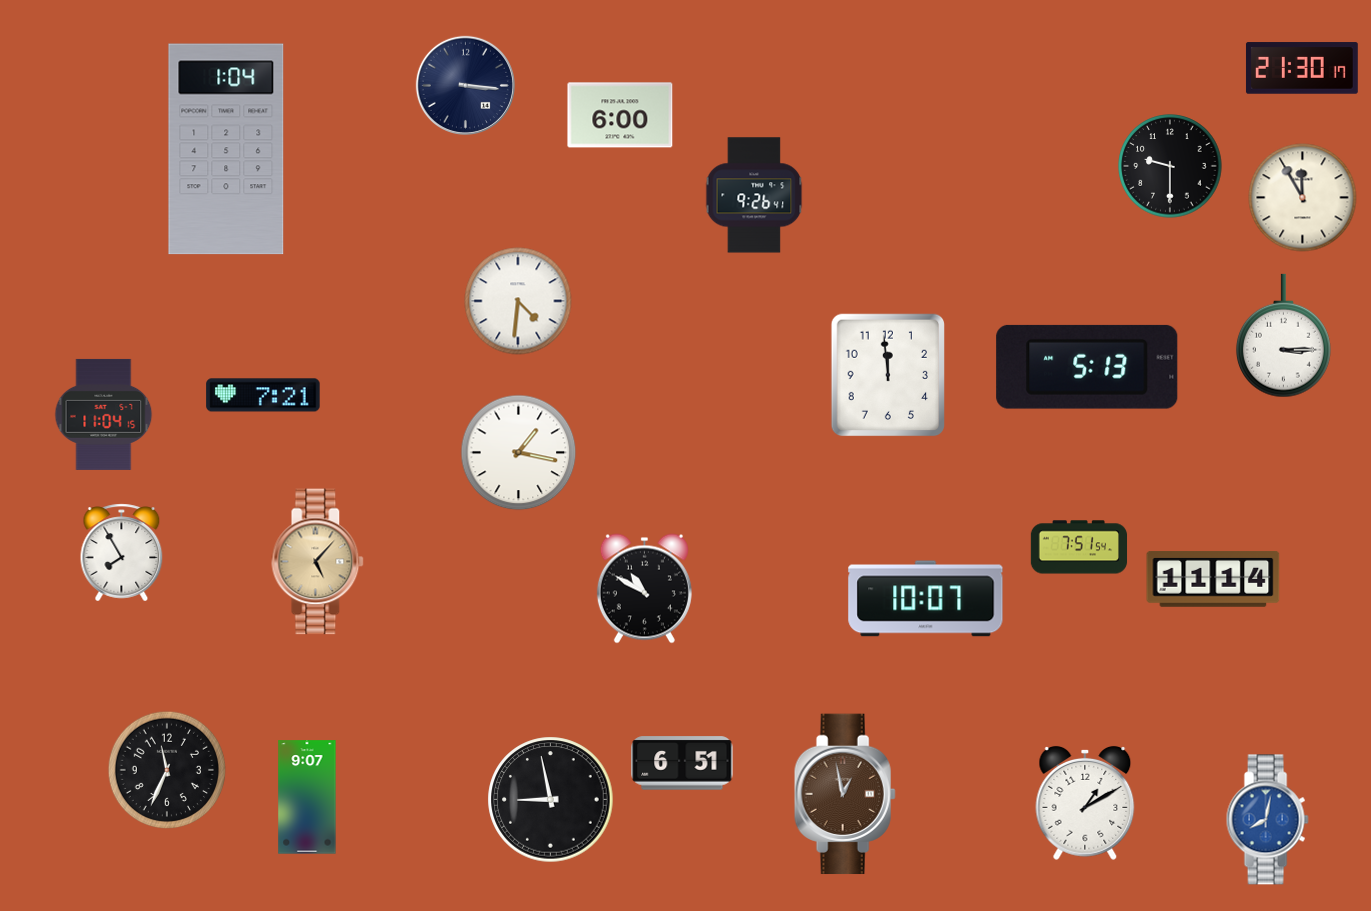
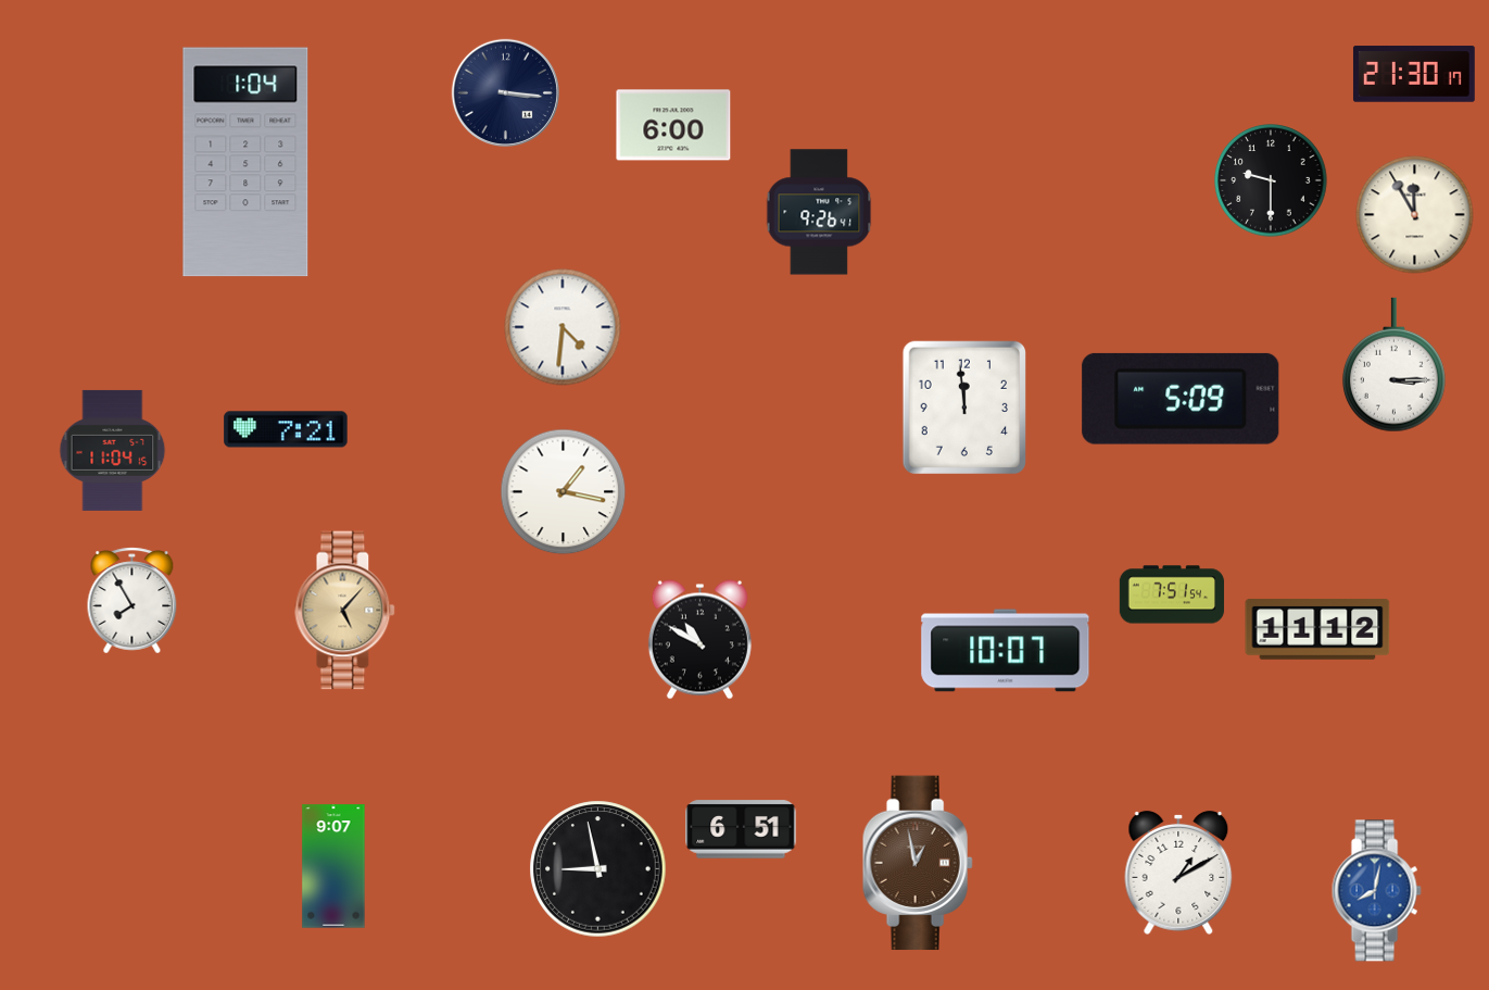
clock at (1087, 367): 5:13 -> 5:09
clock at (1213, 580): 11:14 -> 11:12
clock at (167, 770): 11:34 -> none
